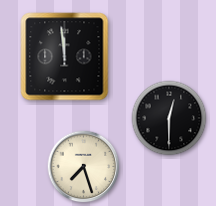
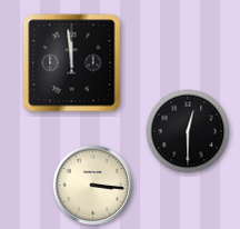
clock at (84, 167): 7:27 -> 3:16
